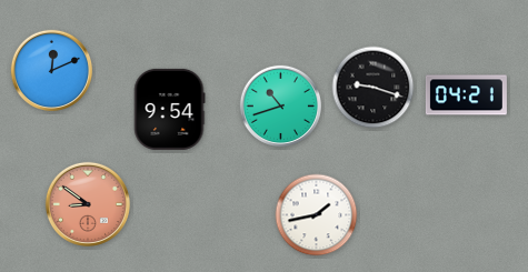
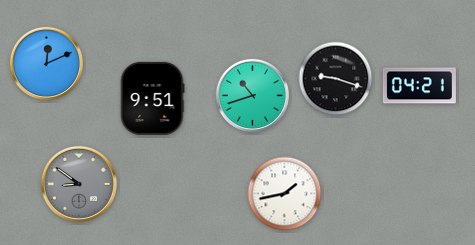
clock at (169, 109): 9:54 -> 9:51
clock at (88, 204) dial: salmon -> grey
